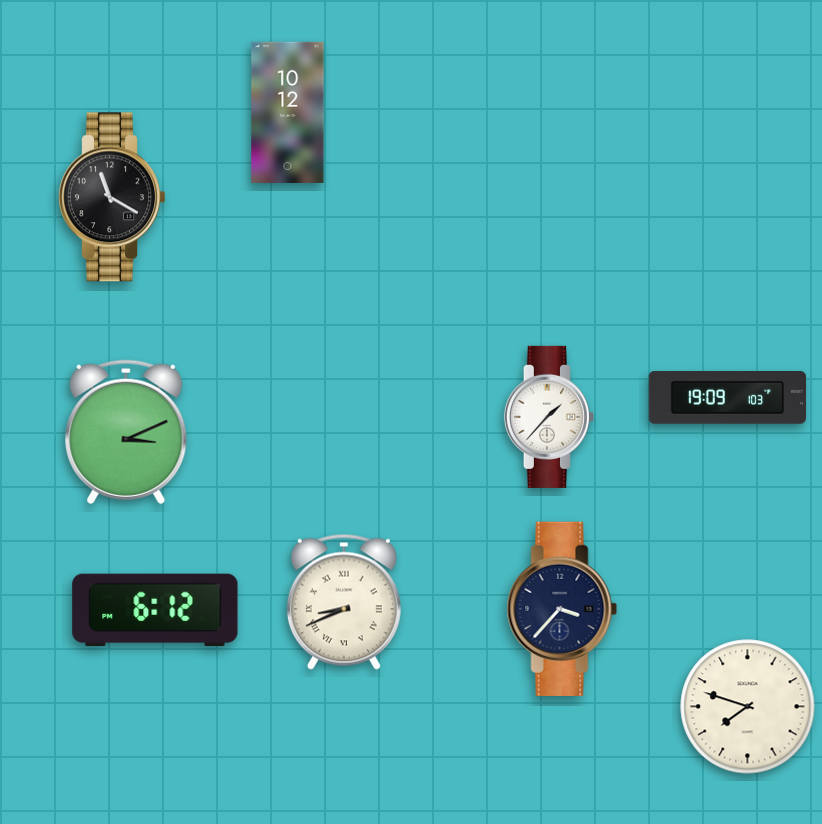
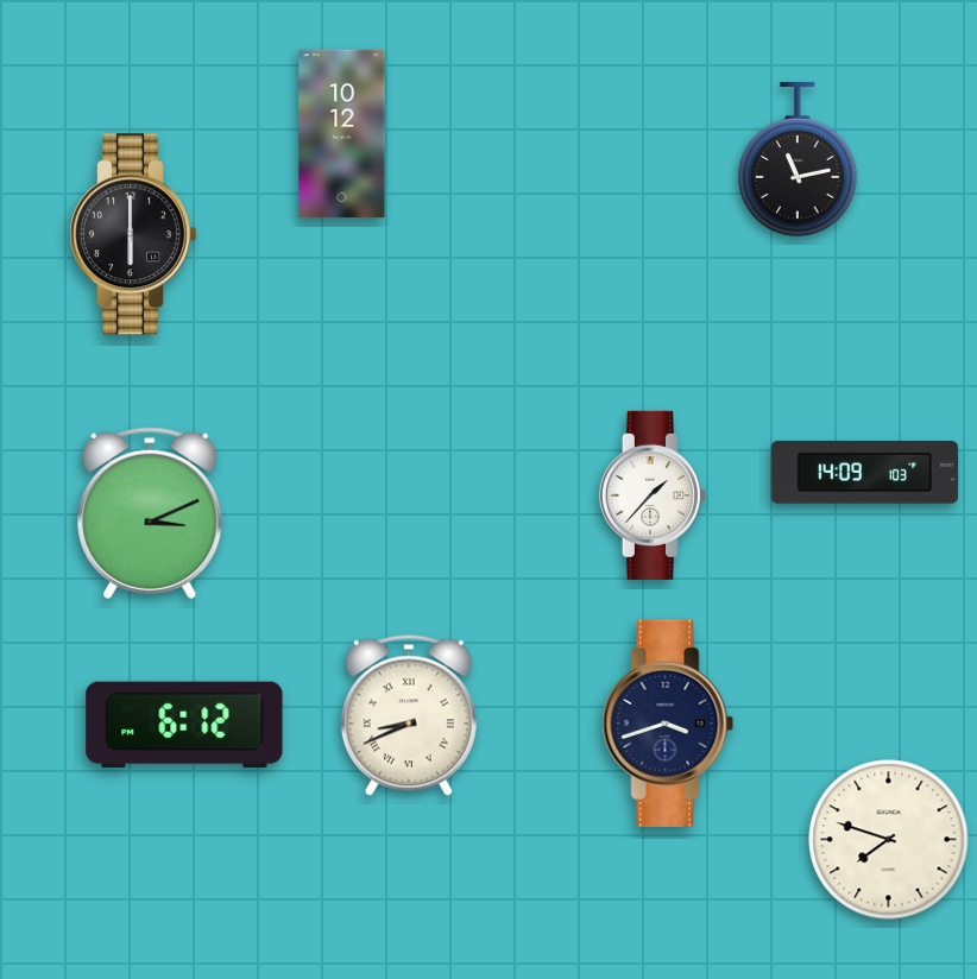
clock at (799, 159): none -> 11:13
clock at (111, 197): 11:20 -> 6:00
clock at (727, 398): 19:09 -> 14:09
clock at (562, 609): 3:37 -> 3:42
